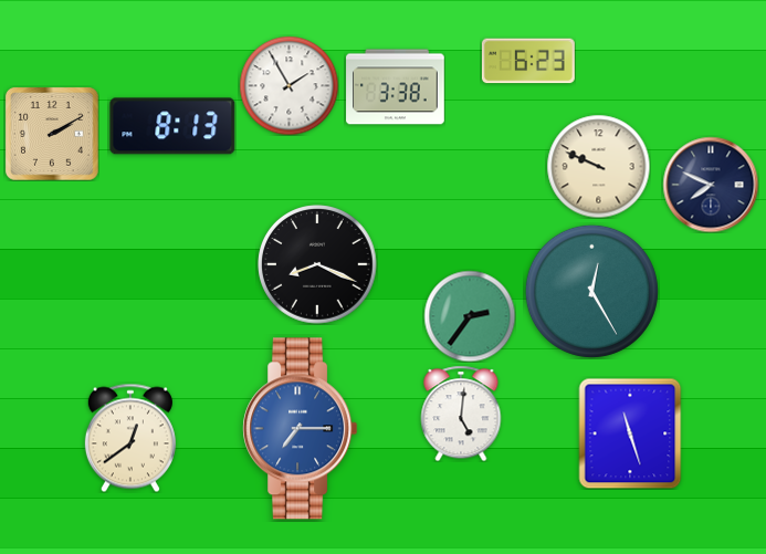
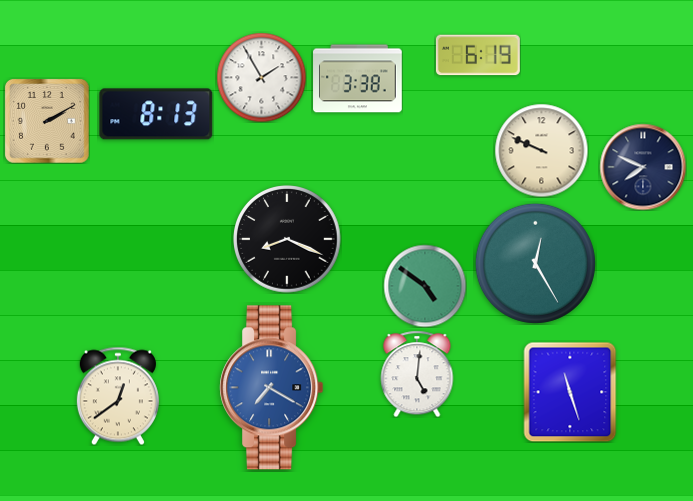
clock at (528, 61): 6:23 -> 6:19
clock at (470, 316): 2:36 -> 4:51
clock at (301, 429): 7:15 -> 7:20
